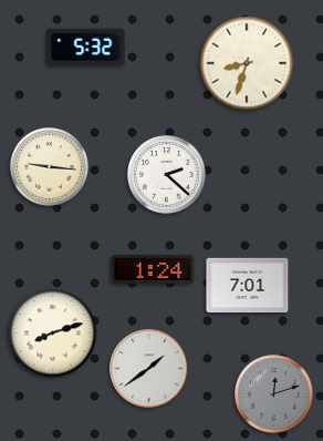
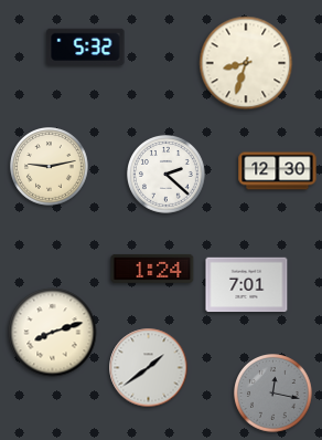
clock at (50, 167): 9:16 -> 9:13
clock at (278, 171): none -> 12:30
clock at (274, 394): 12:12 -> 12:17
